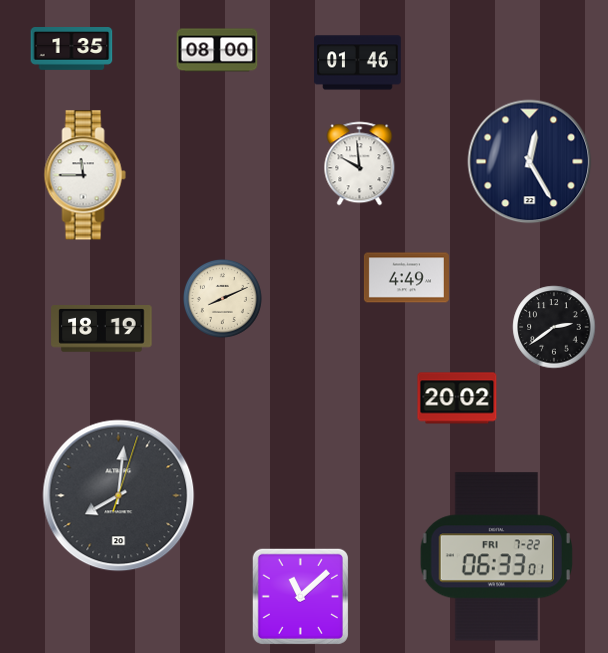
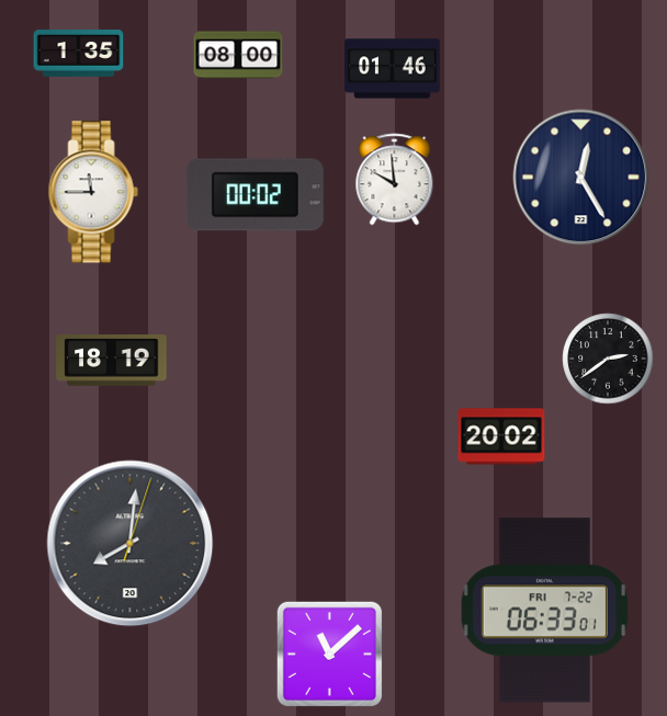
clock at (255, 195): none -> 00:02
clock at (406, 278): 4:49 -> none
clock at (222, 298): 8:11 -> none
